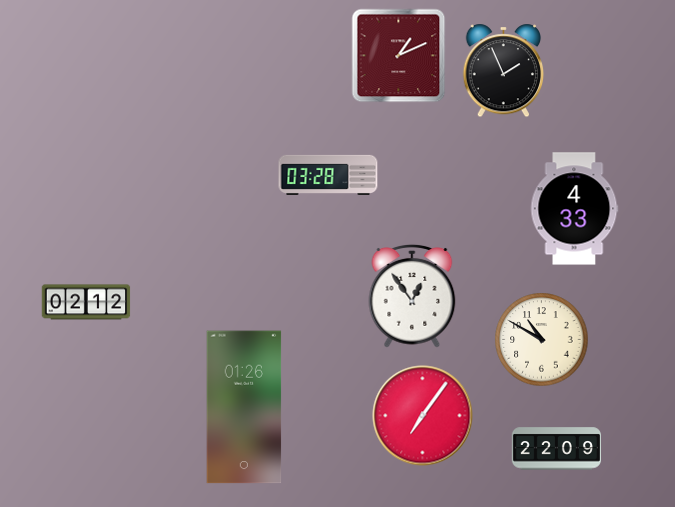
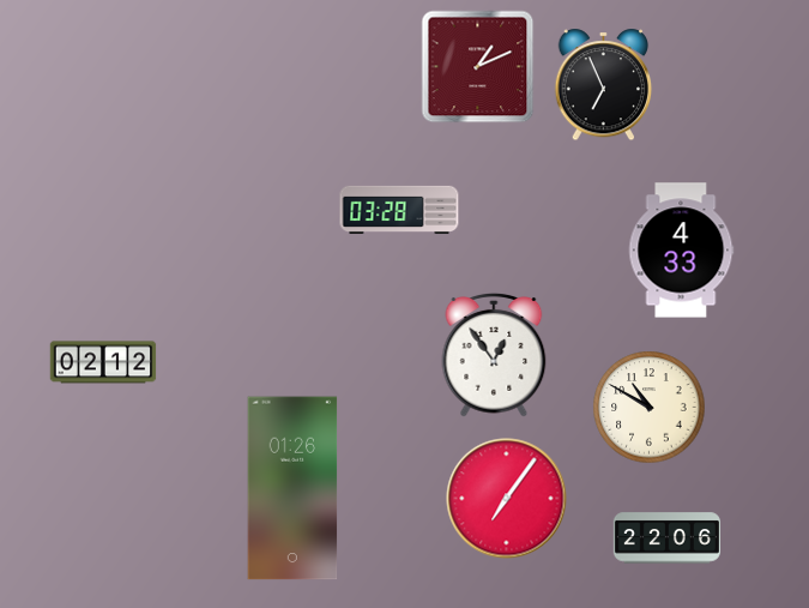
clock at (504, 71): 1:56 -> 6:56
clock at (328, 175) position: (328, 175) -> (399, 210)
clock at (574, 209) position: (574, 209) -> (681, 251)
clock at (556, 449): 22:09 -> 22:06
